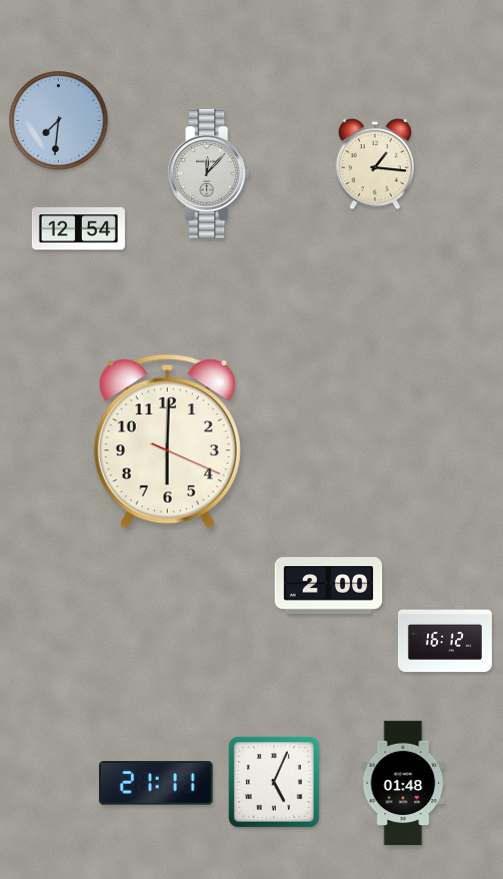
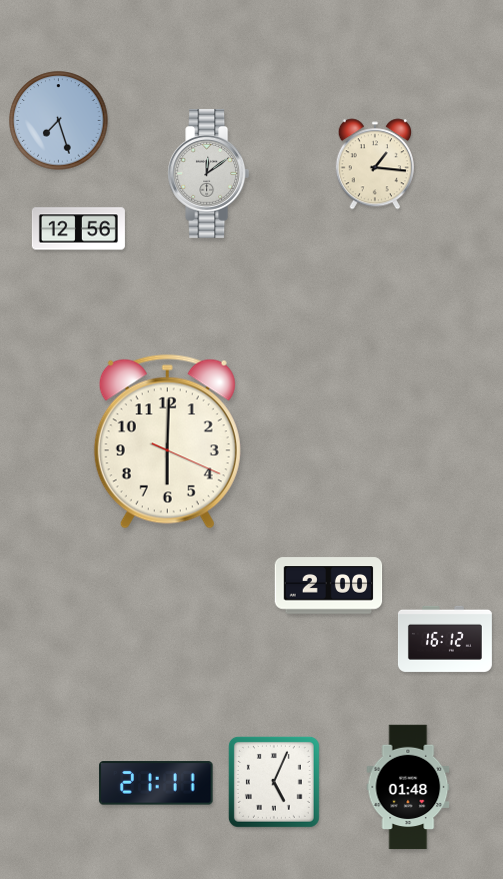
clock at (59, 121): 7:31 -> 7:27
clock at (209, 173): 12:07 -> 12:09
clock at (78, 229): 12:54 -> 12:56
clock at (403, 783) position: (403, 783) -> (408, 787)
